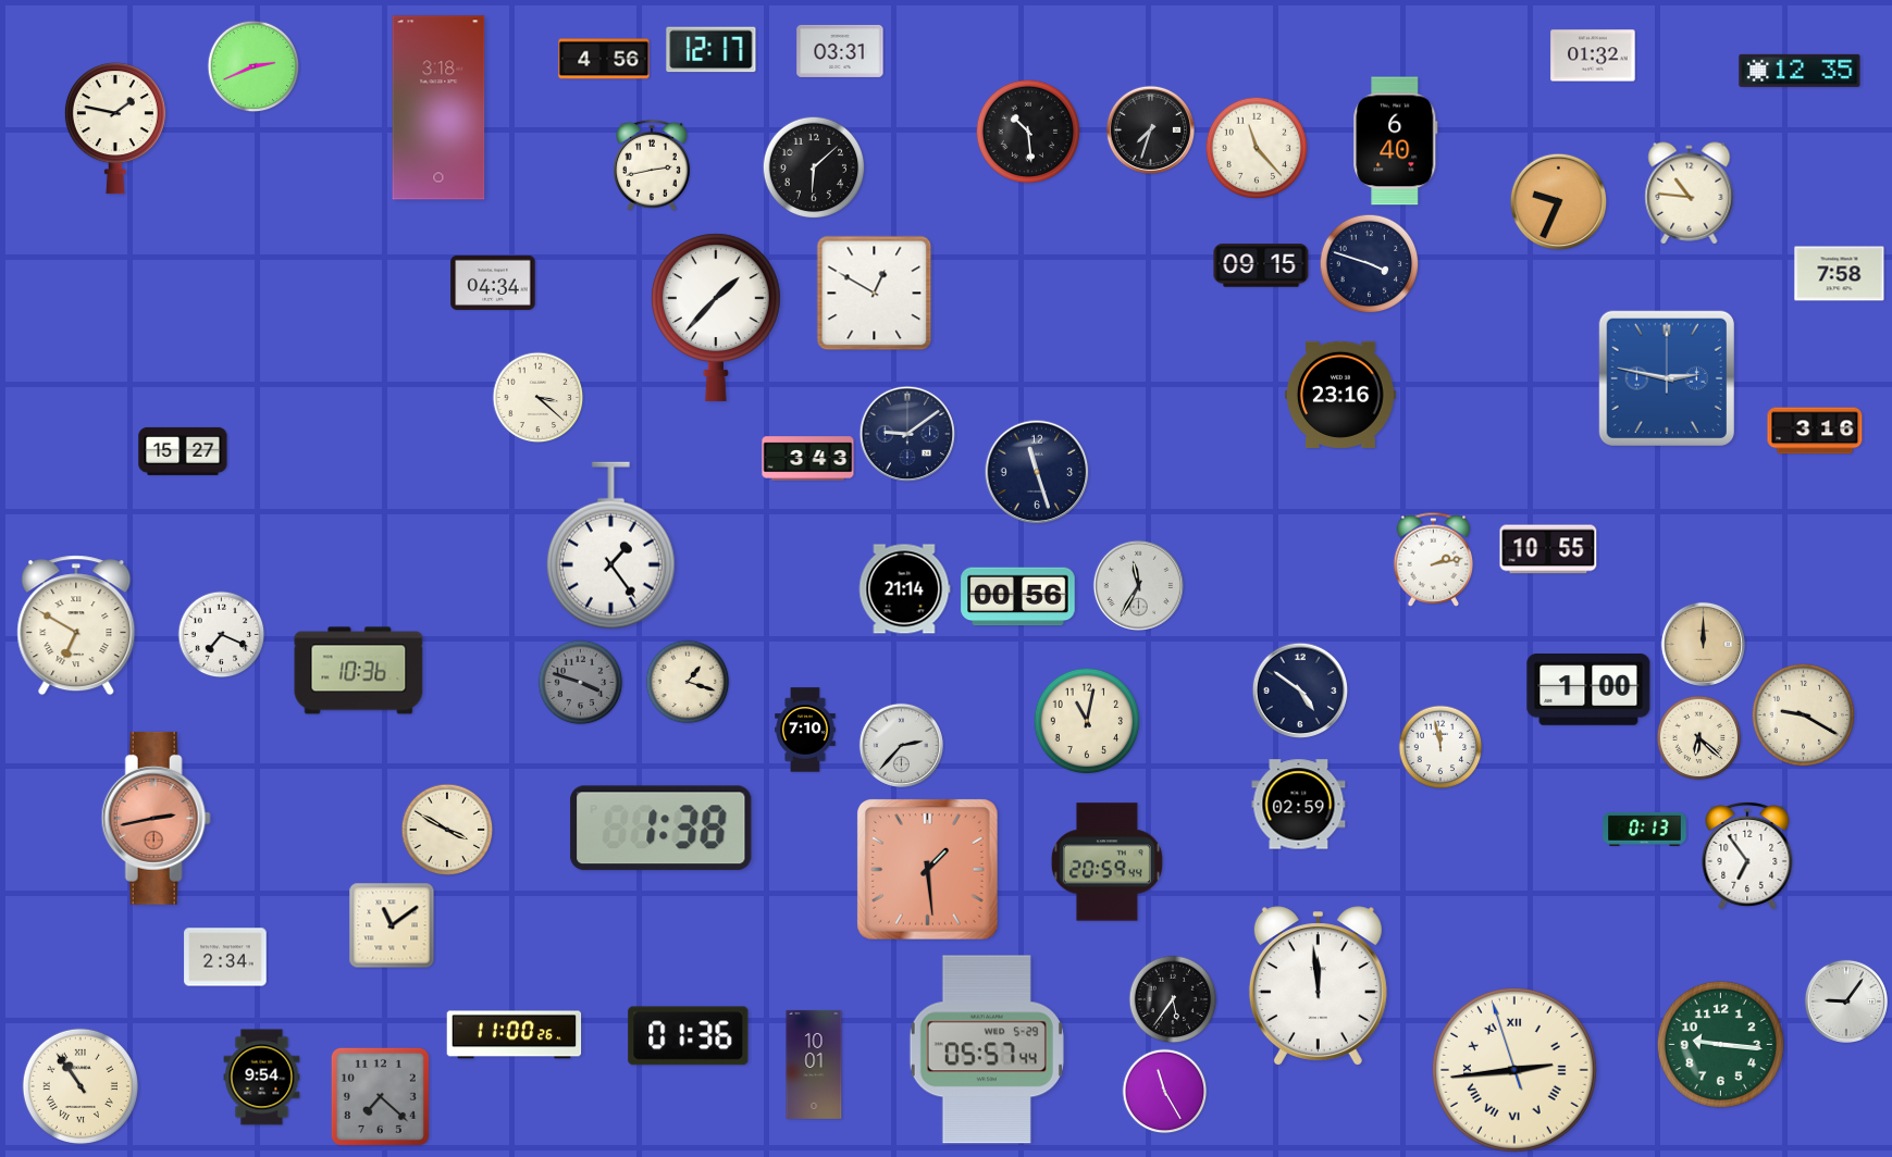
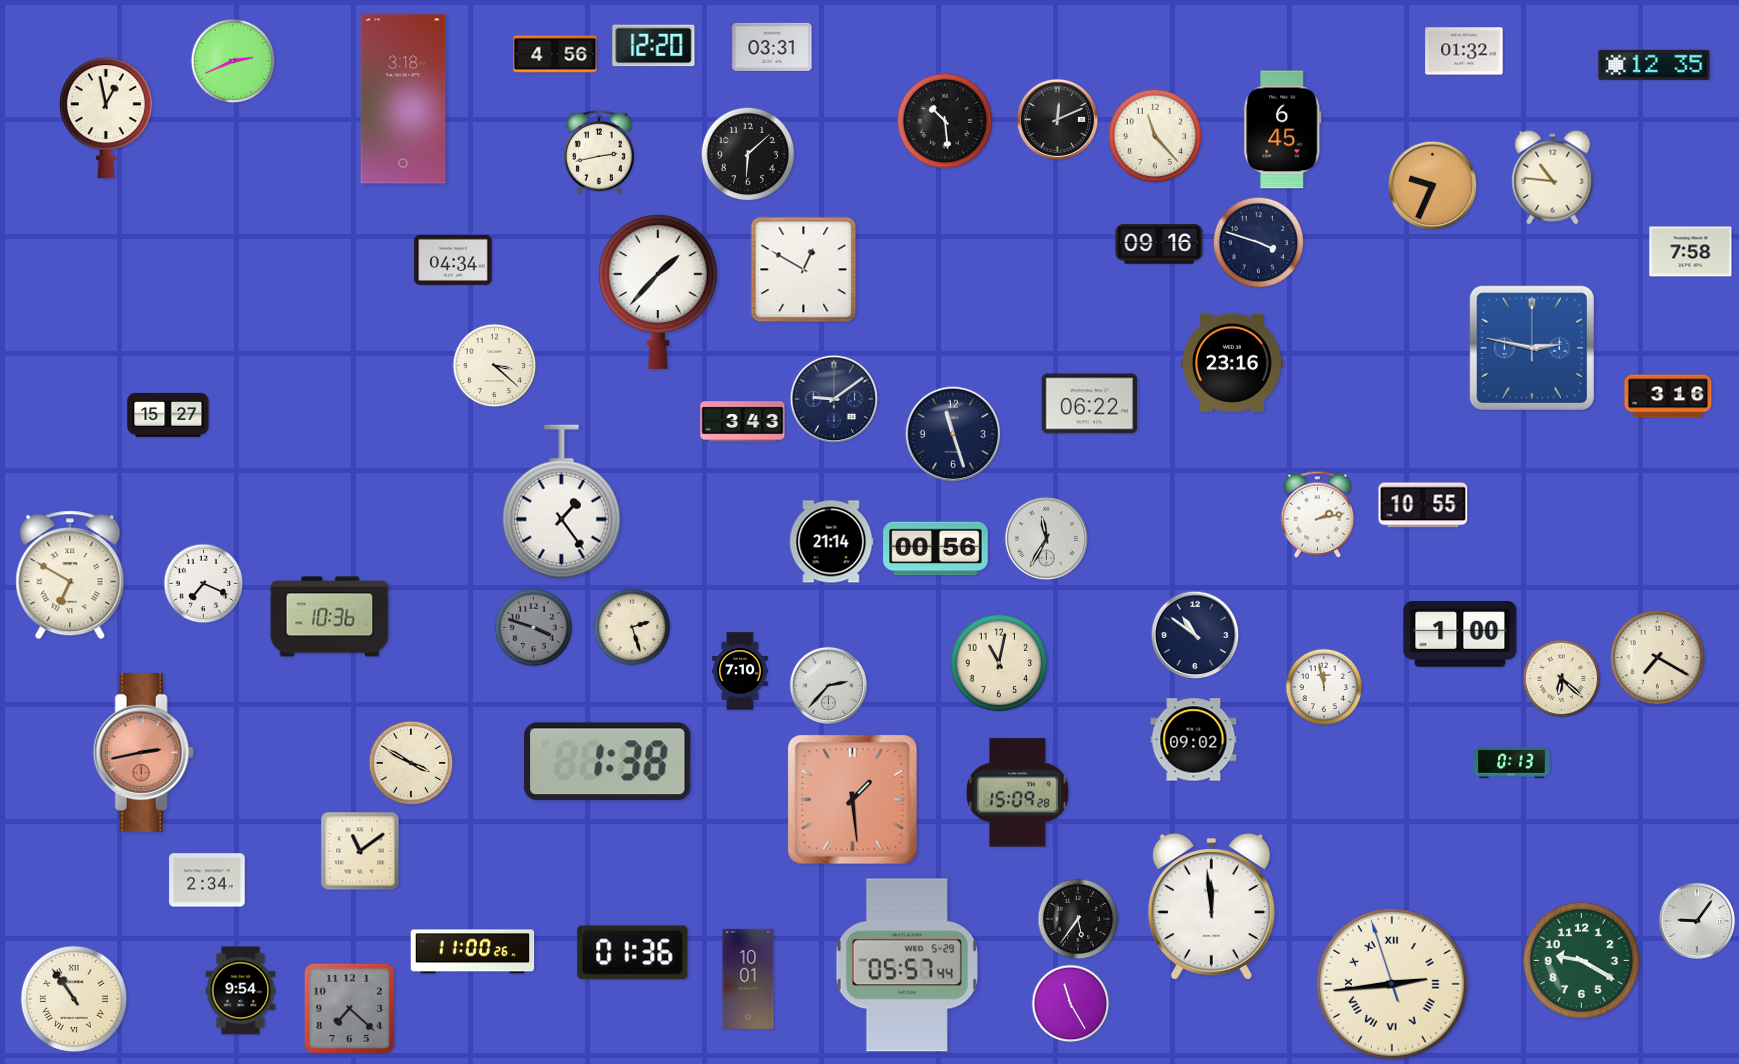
clock at (712, 50): 12:17 -> 12:20
clock at (115, 128): 1:47 -> 12:58
clock at (1150, 129): 7:33 -> 12:11
clock at (1396, 141): 6:40 -> 6:45
clock at (1261, 265): 09:15 -> 09:16
clock at (1090, 404): none -> 06:22
clock at (1703, 644): 12:00 -> none
clock at (688, 682): 1:18 -> 2:27
clock at (1300, 691): 4:51 -> 10:51
clock at (1804, 716): 9:20 -> 7:20
clock at (1299, 805): 02:59 -> 09:02
clock at (1747, 856): 6:54 -> none
clock at (1106, 862): 20:59 -> 15:09
clock at (1720, 1044): 9:16 -> 9:20
